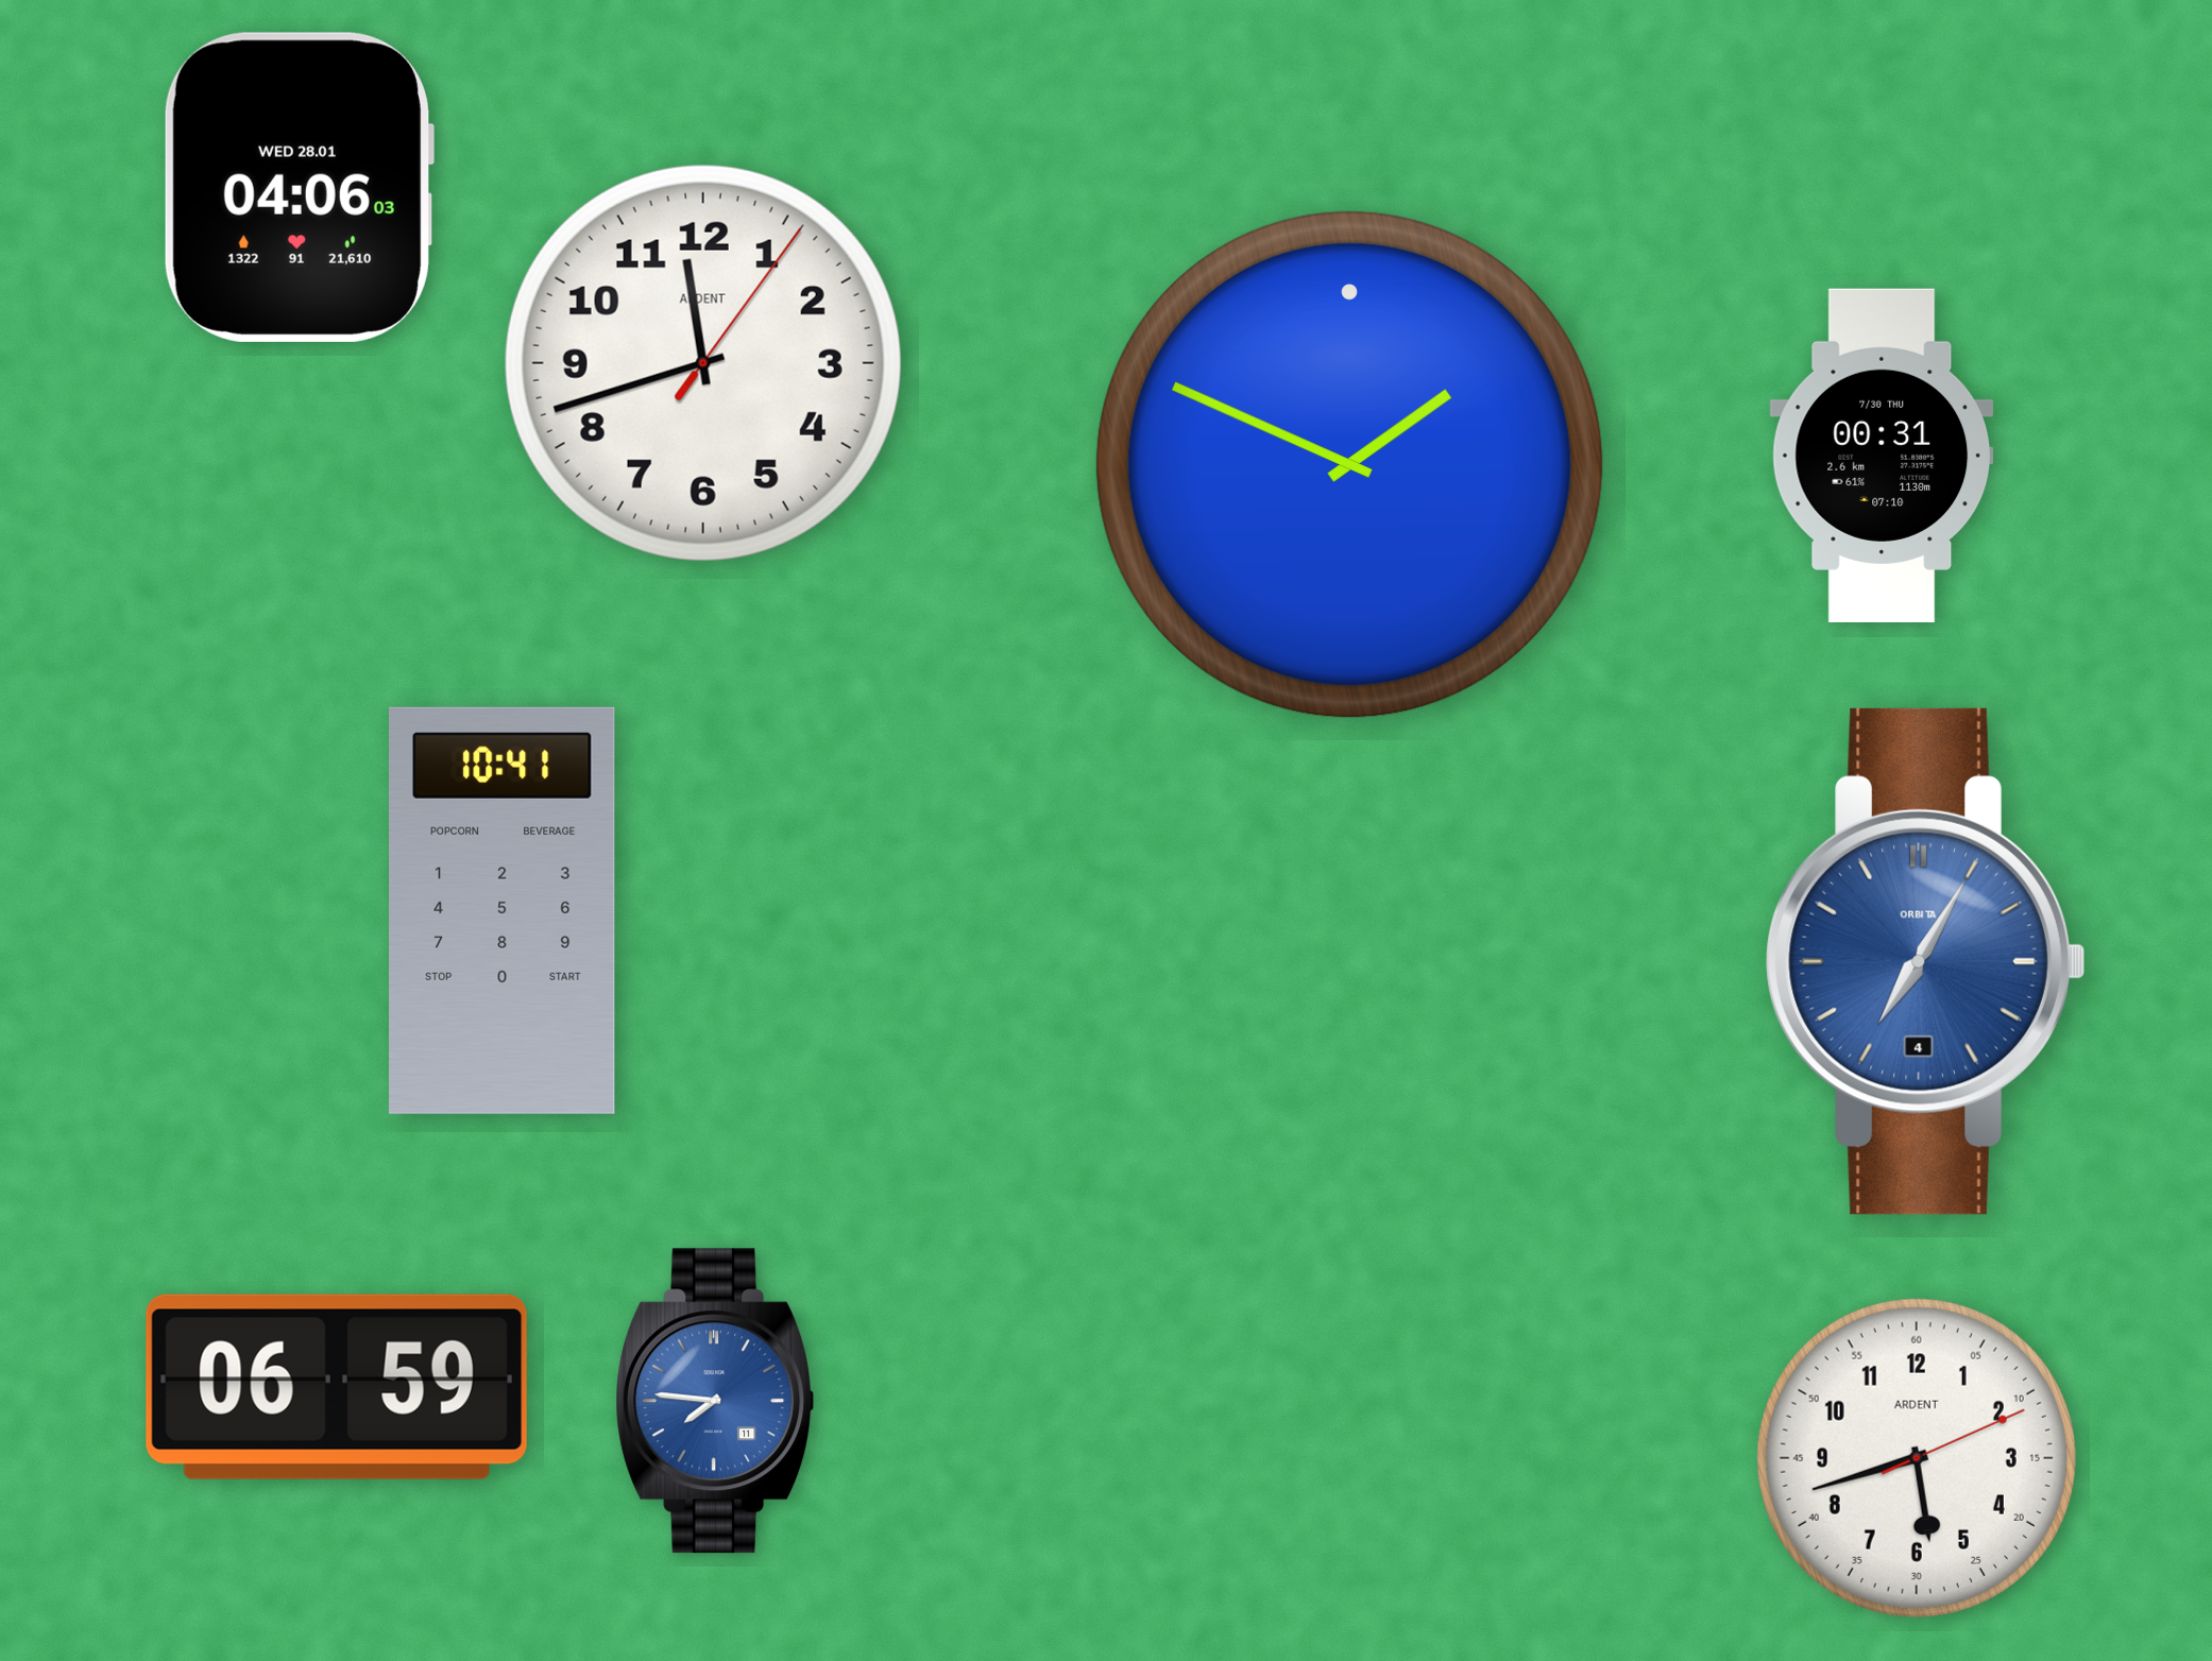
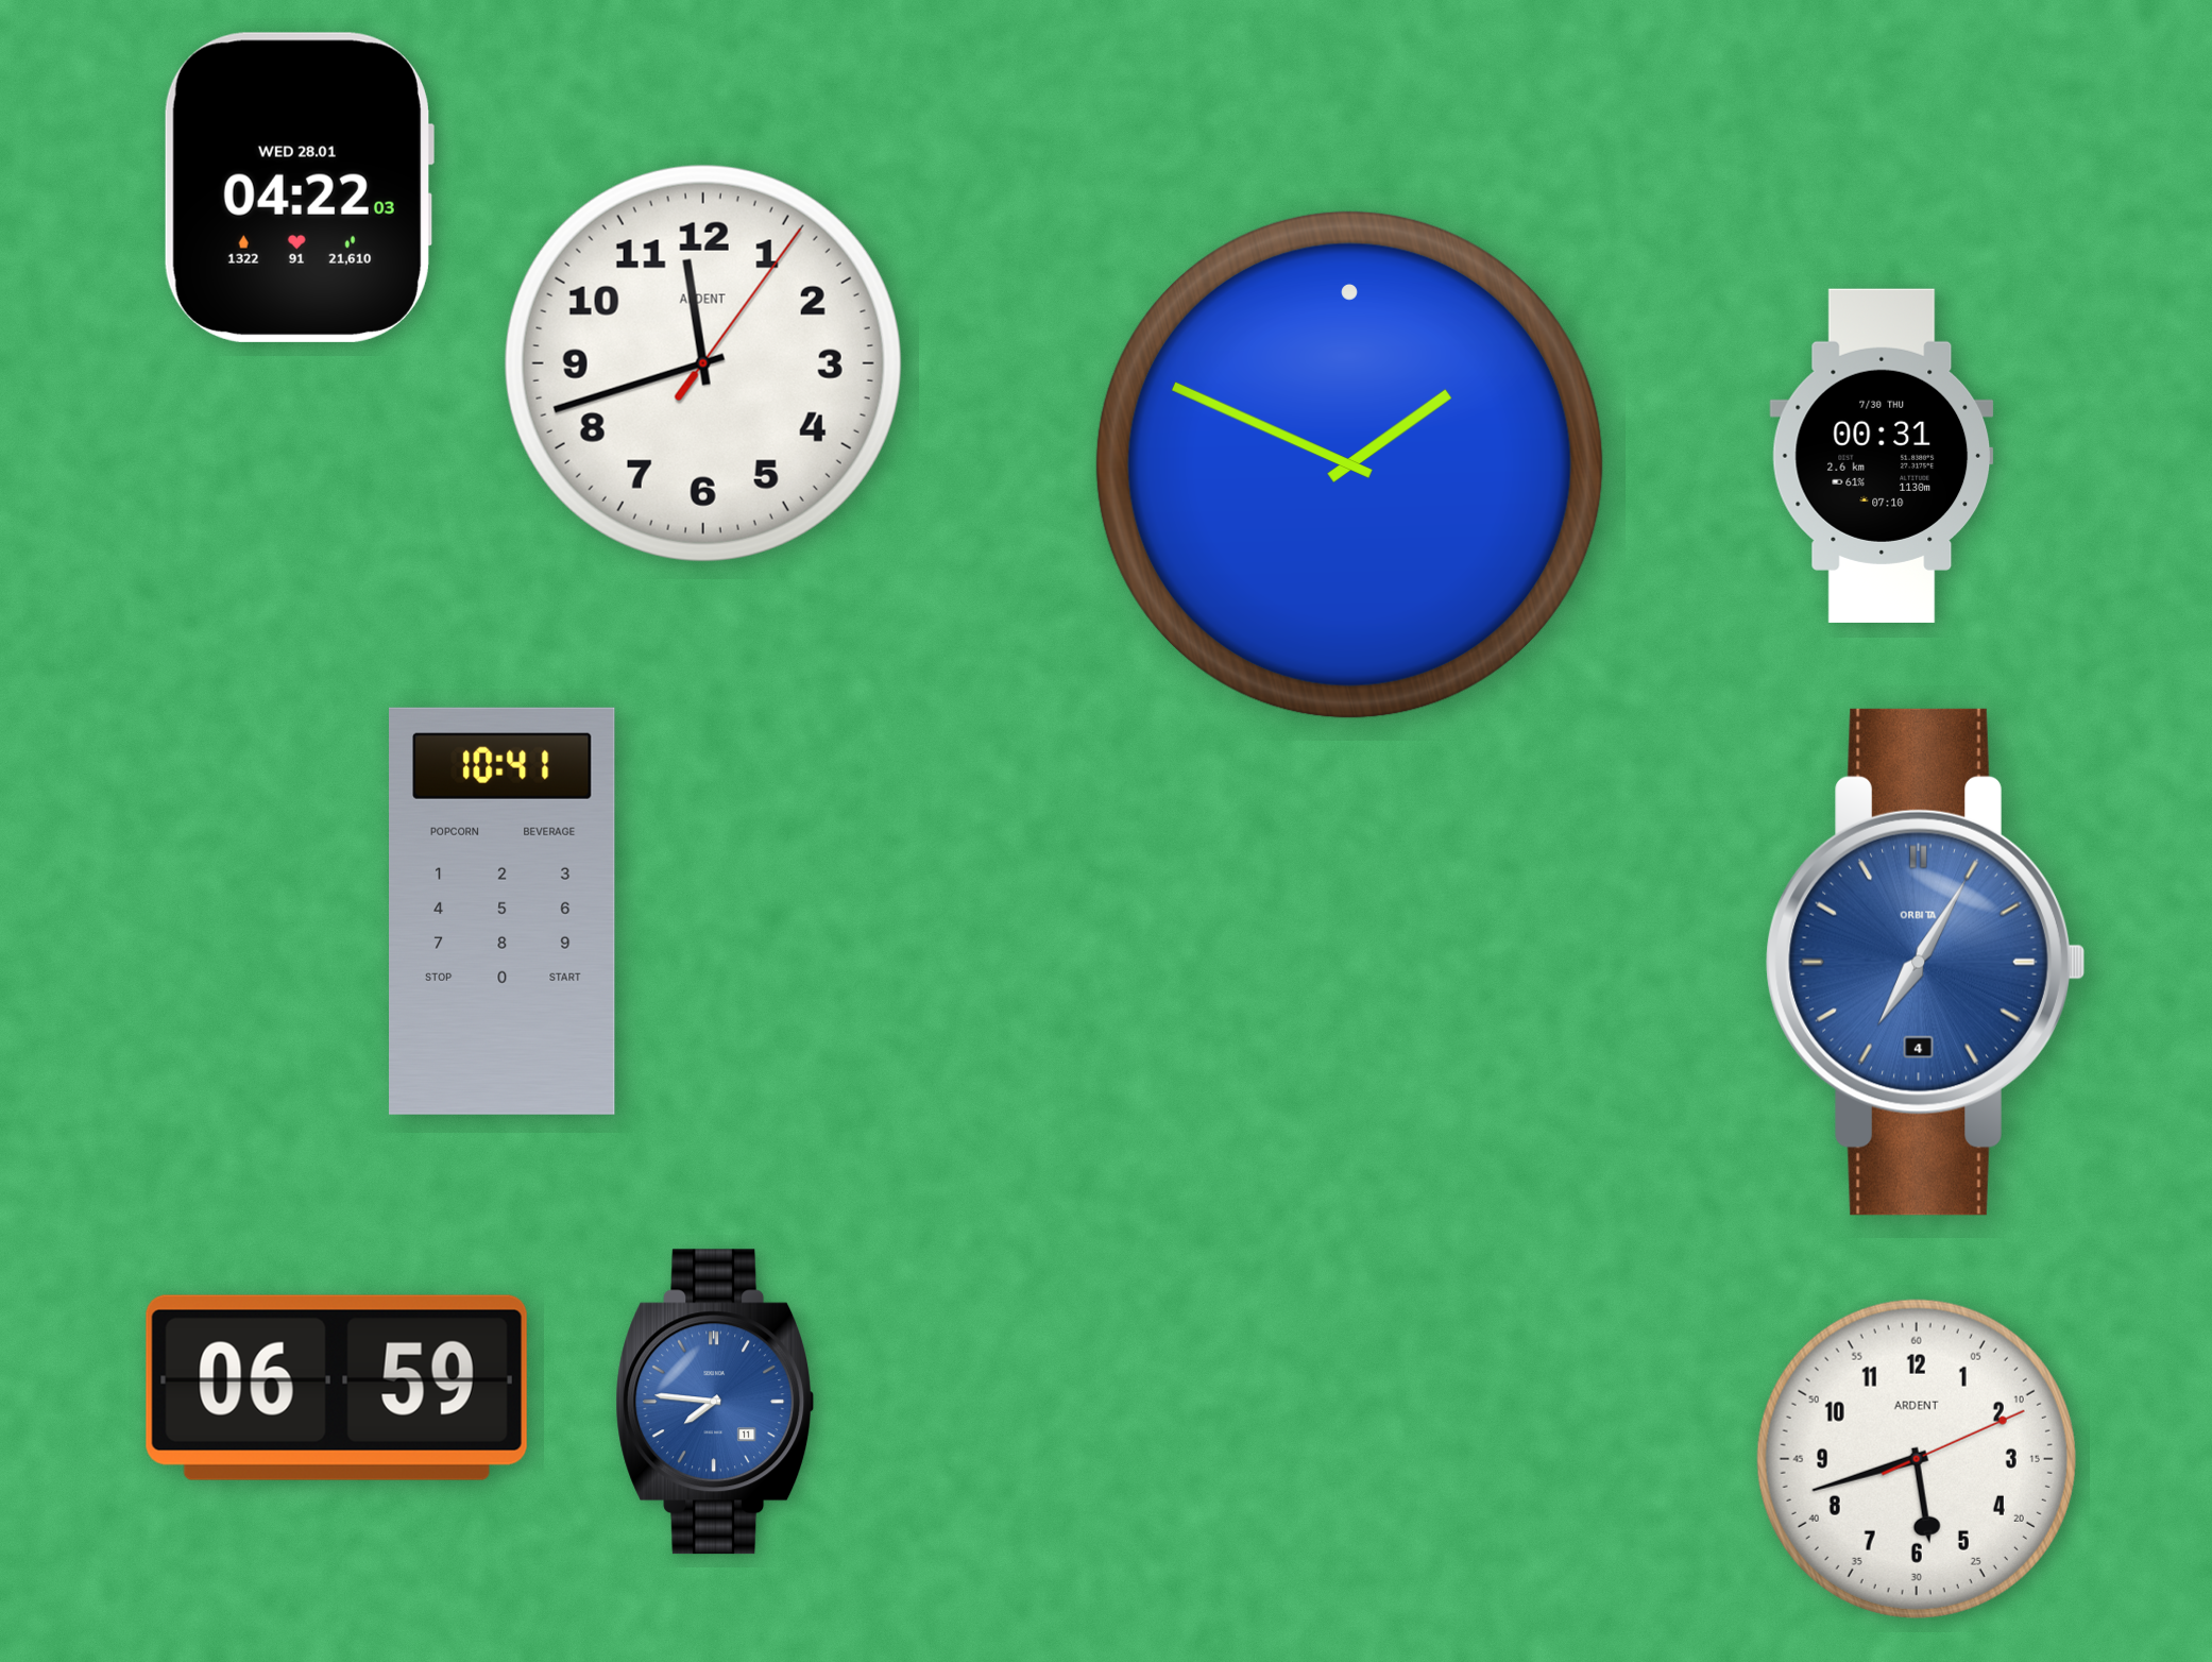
clock at (299, 187): 04:06 -> 04:22
